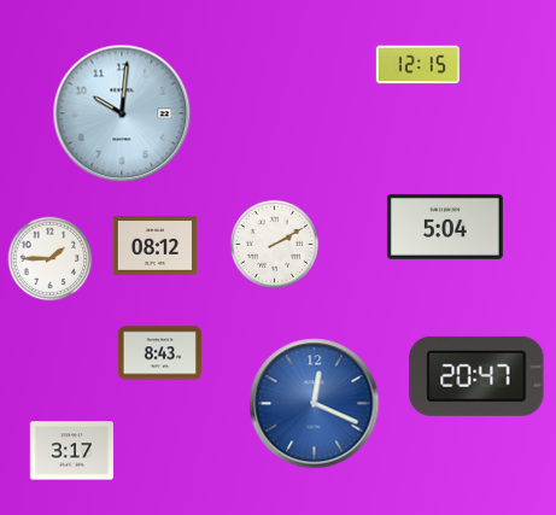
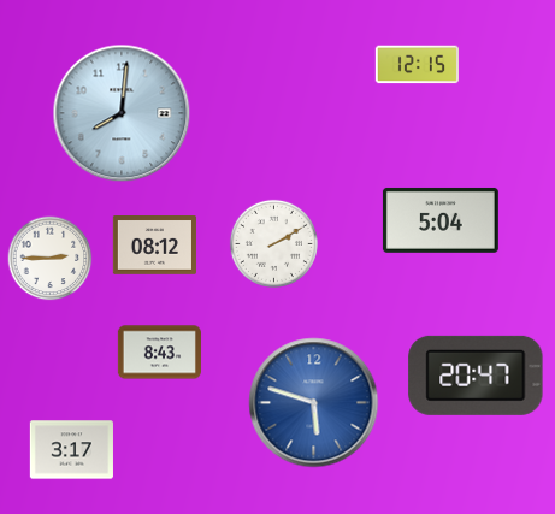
clock at (122, 113): 10:01 -> 8:01
clock at (445, 227) position: (445, 227) -> (441, 220)
clock at (51, 259): 1:45 -> 2:45
clock at (315, 404): 12:19 -> 5:48
